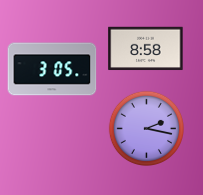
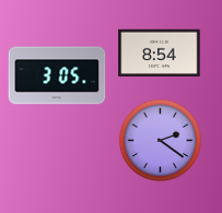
clock at (146, 49): 8:58 -> 8:54
clock at (146, 128): 2:17 -> 2:21
